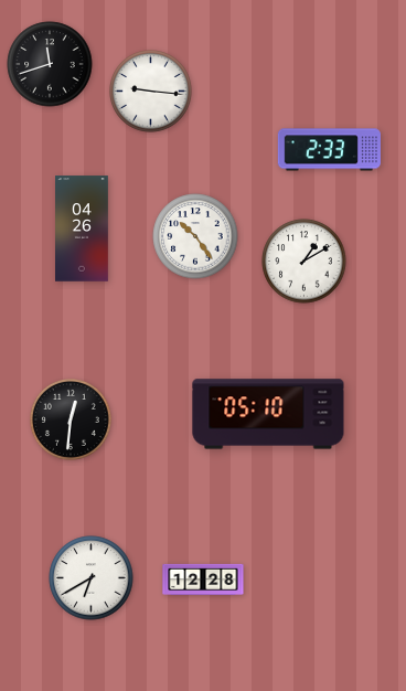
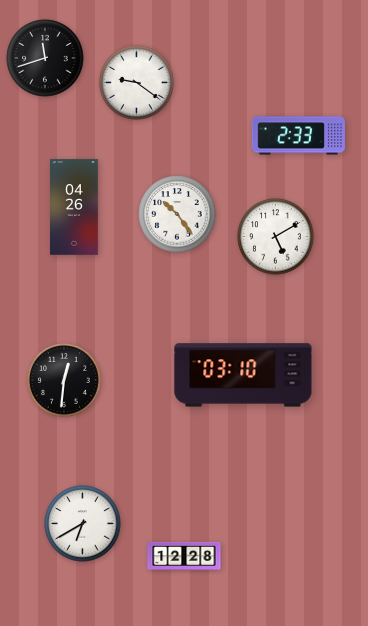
clock at (151, 92): 9:16 -> 9:21
clock at (304, 262): 1:10 -> 5:10
clock at (268, 414): 05:10 -> 03:10
clock at (203, 580) position: (203, 580) -> (184, 556)
